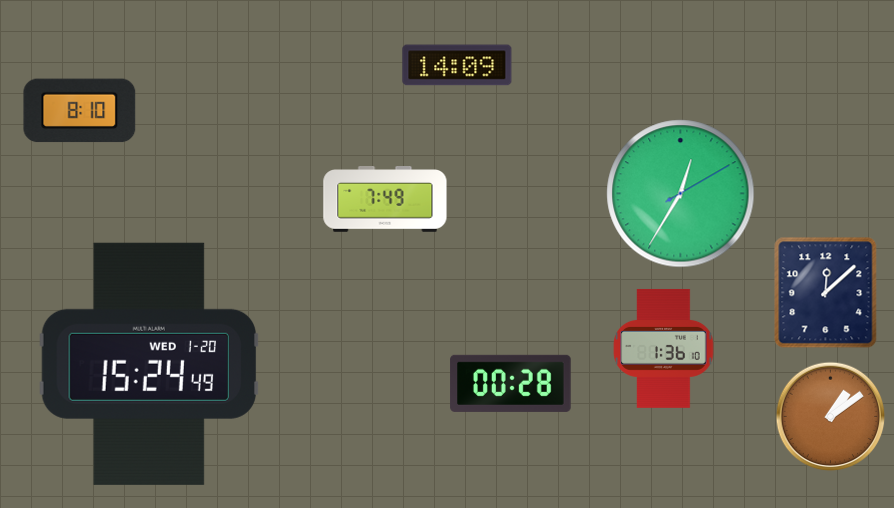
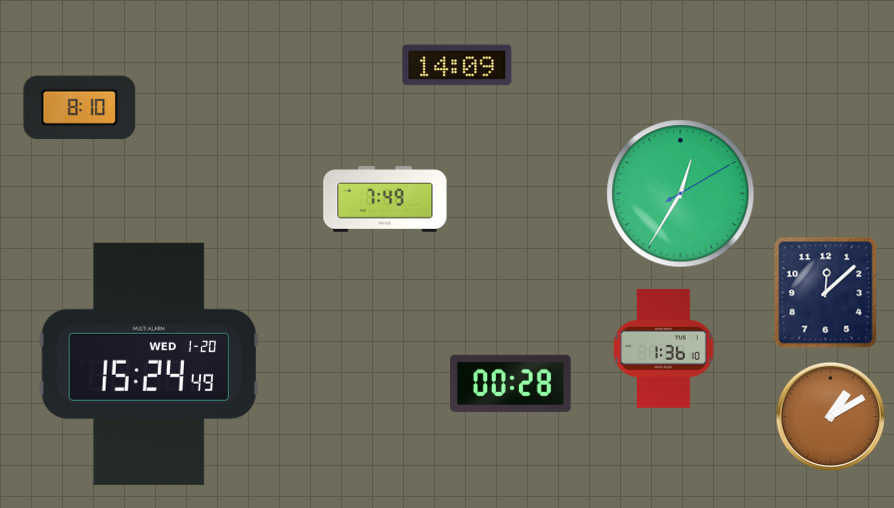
clock at (80, 111) position: (80, 111) -> (80, 108)
clock at (831, 417): 1:09 -> 1:10
